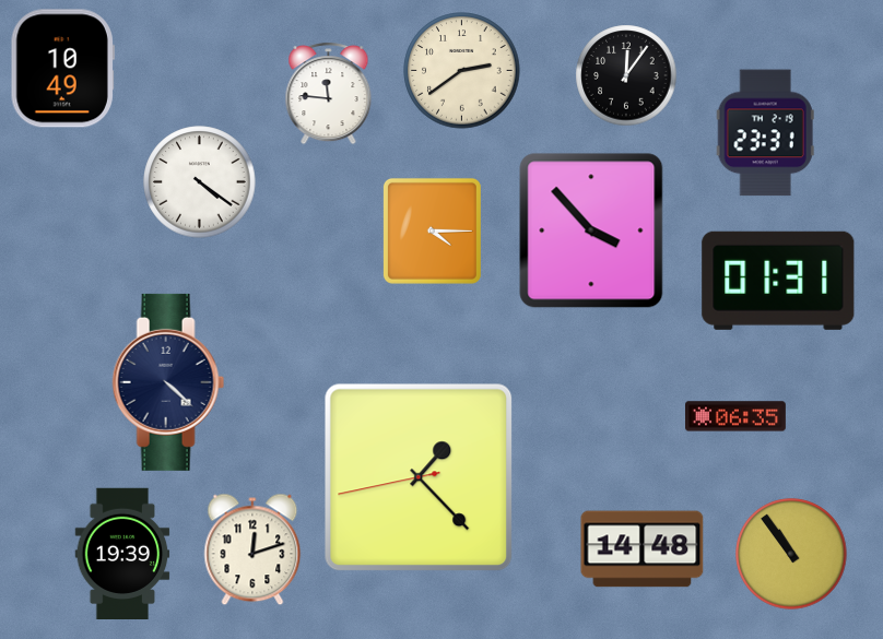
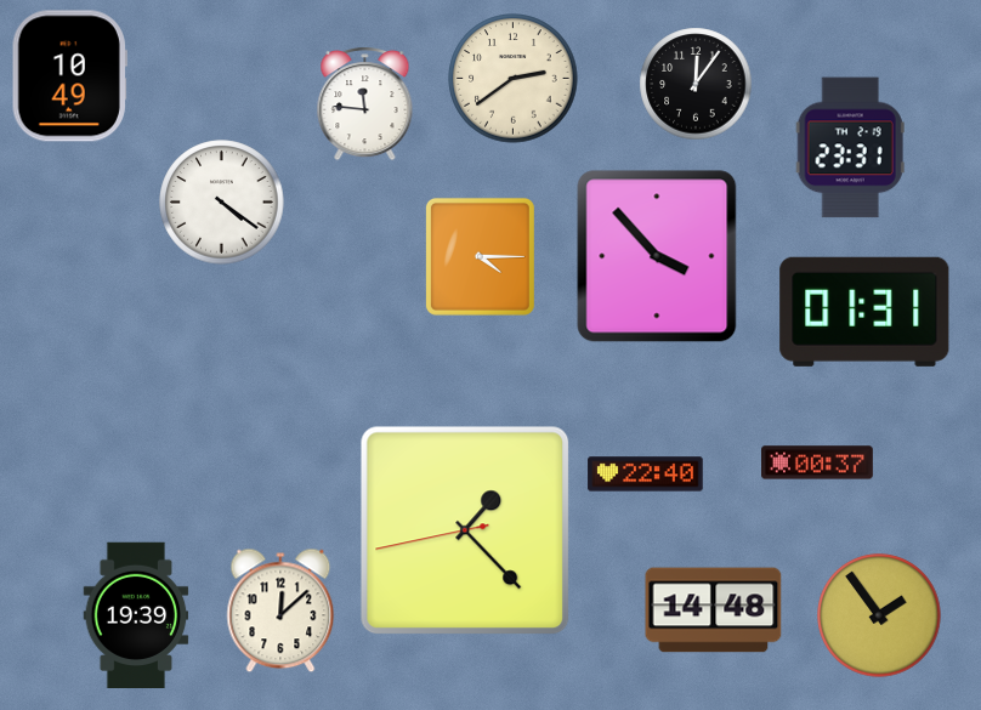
clock at (168, 382): 4:22 -> none
clock at (737, 416): 06:35 -> 00:37
clock at (646, 475): none -> 22:40
clock at (252, 549): 12:12 -> 12:08
clock at (791, 554): 10:54 -> 1:54
